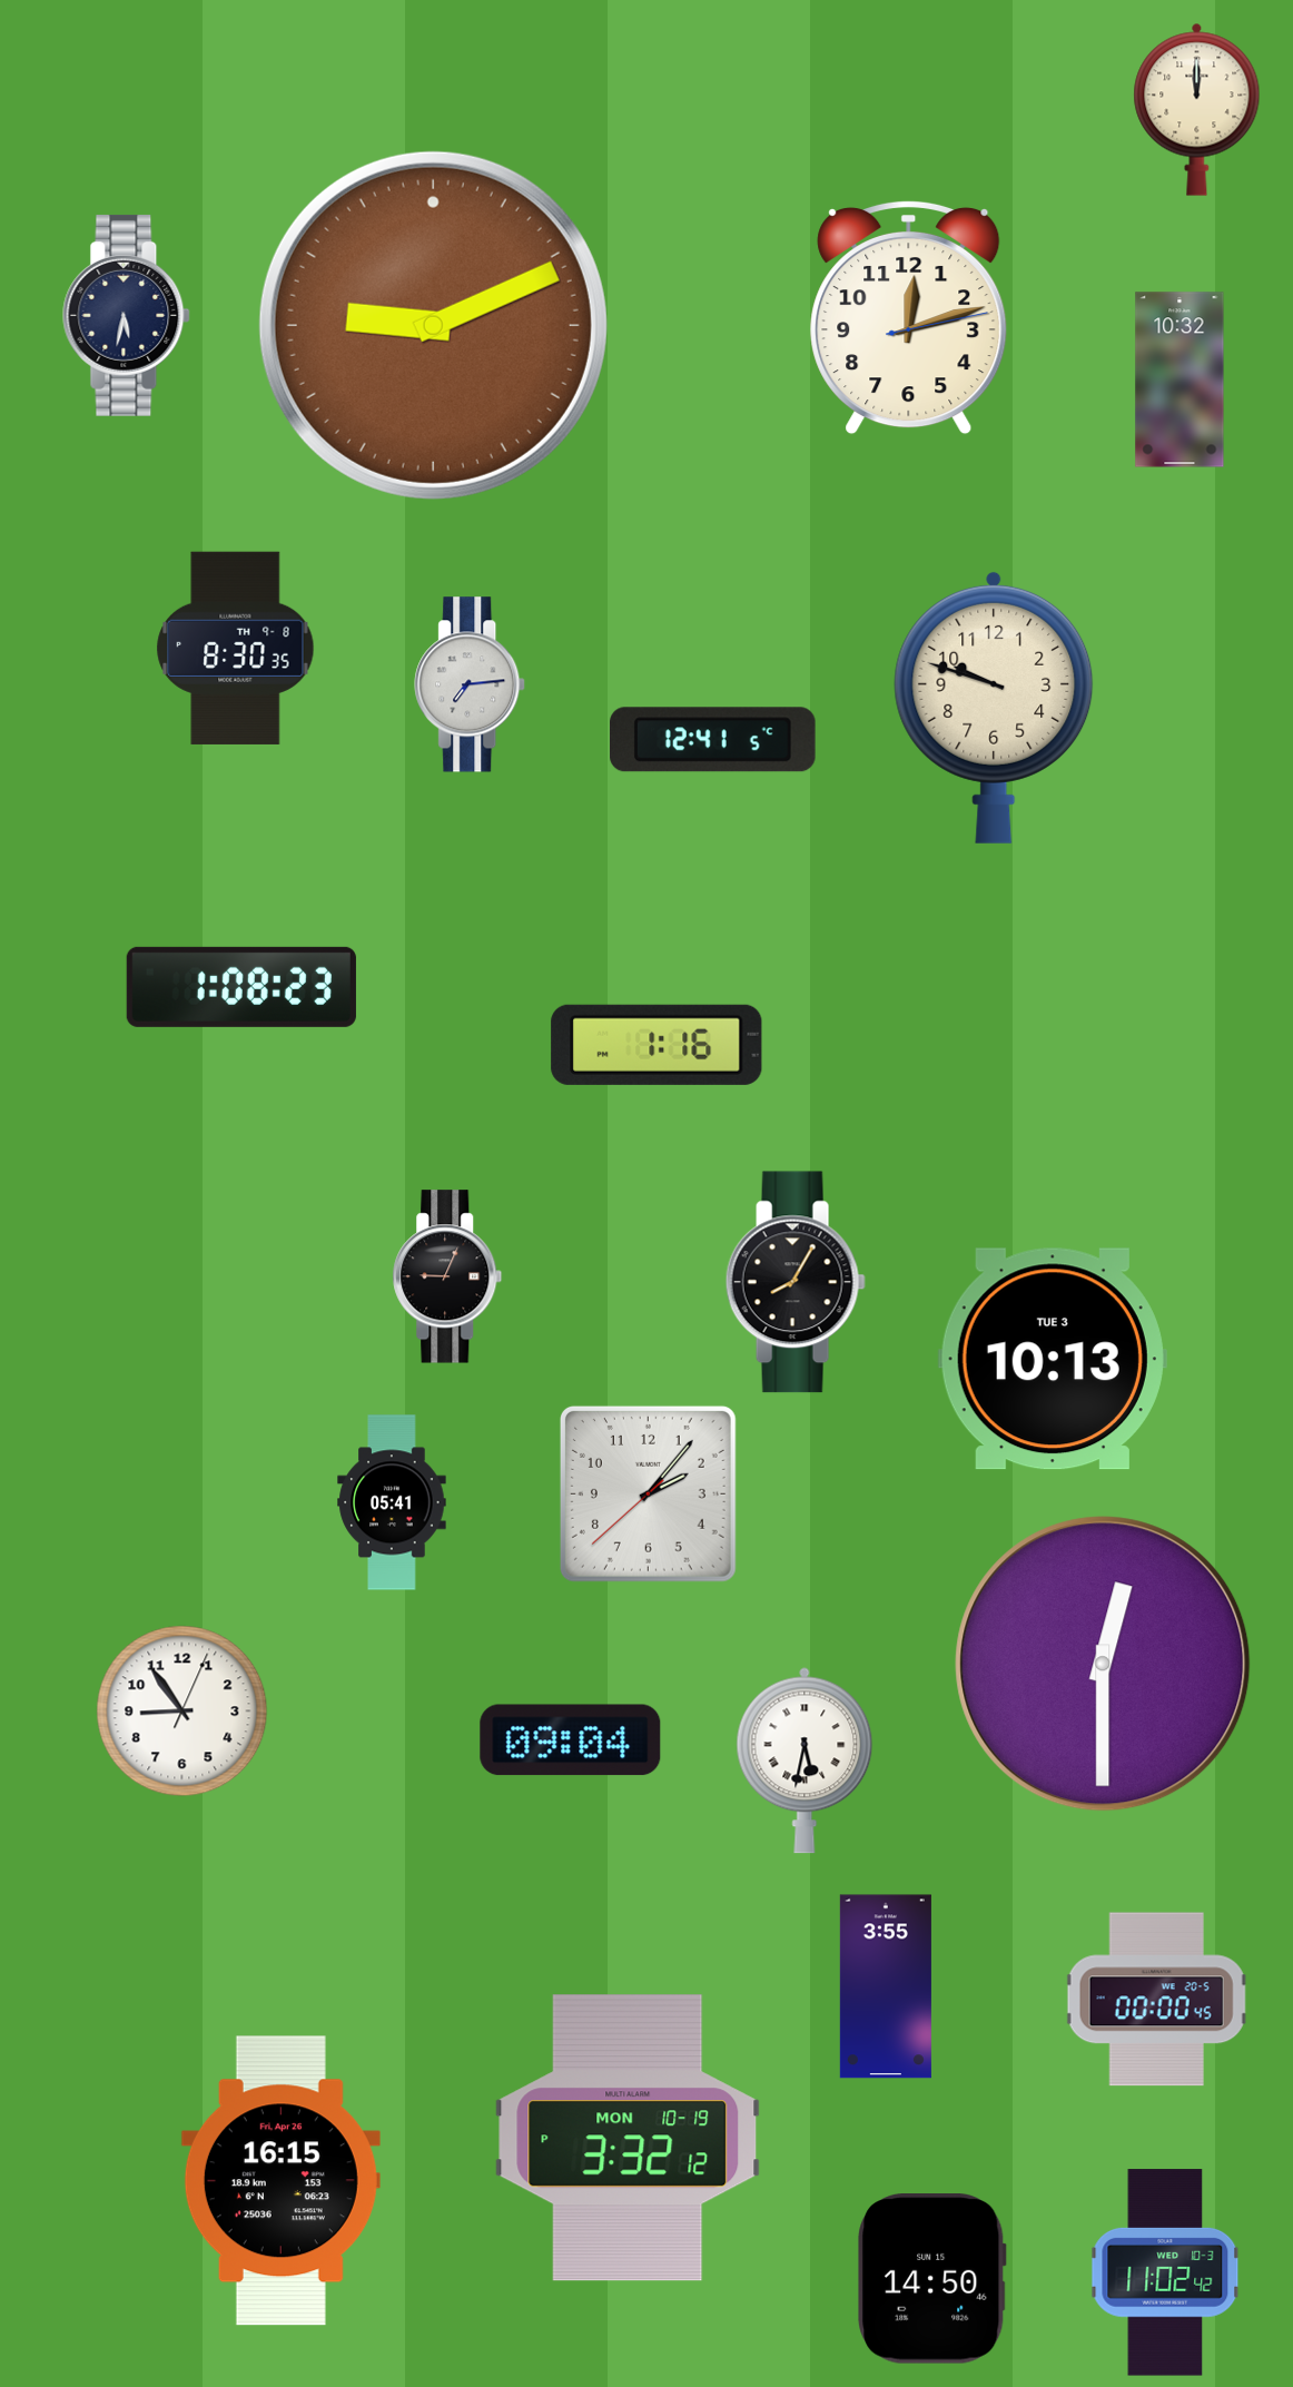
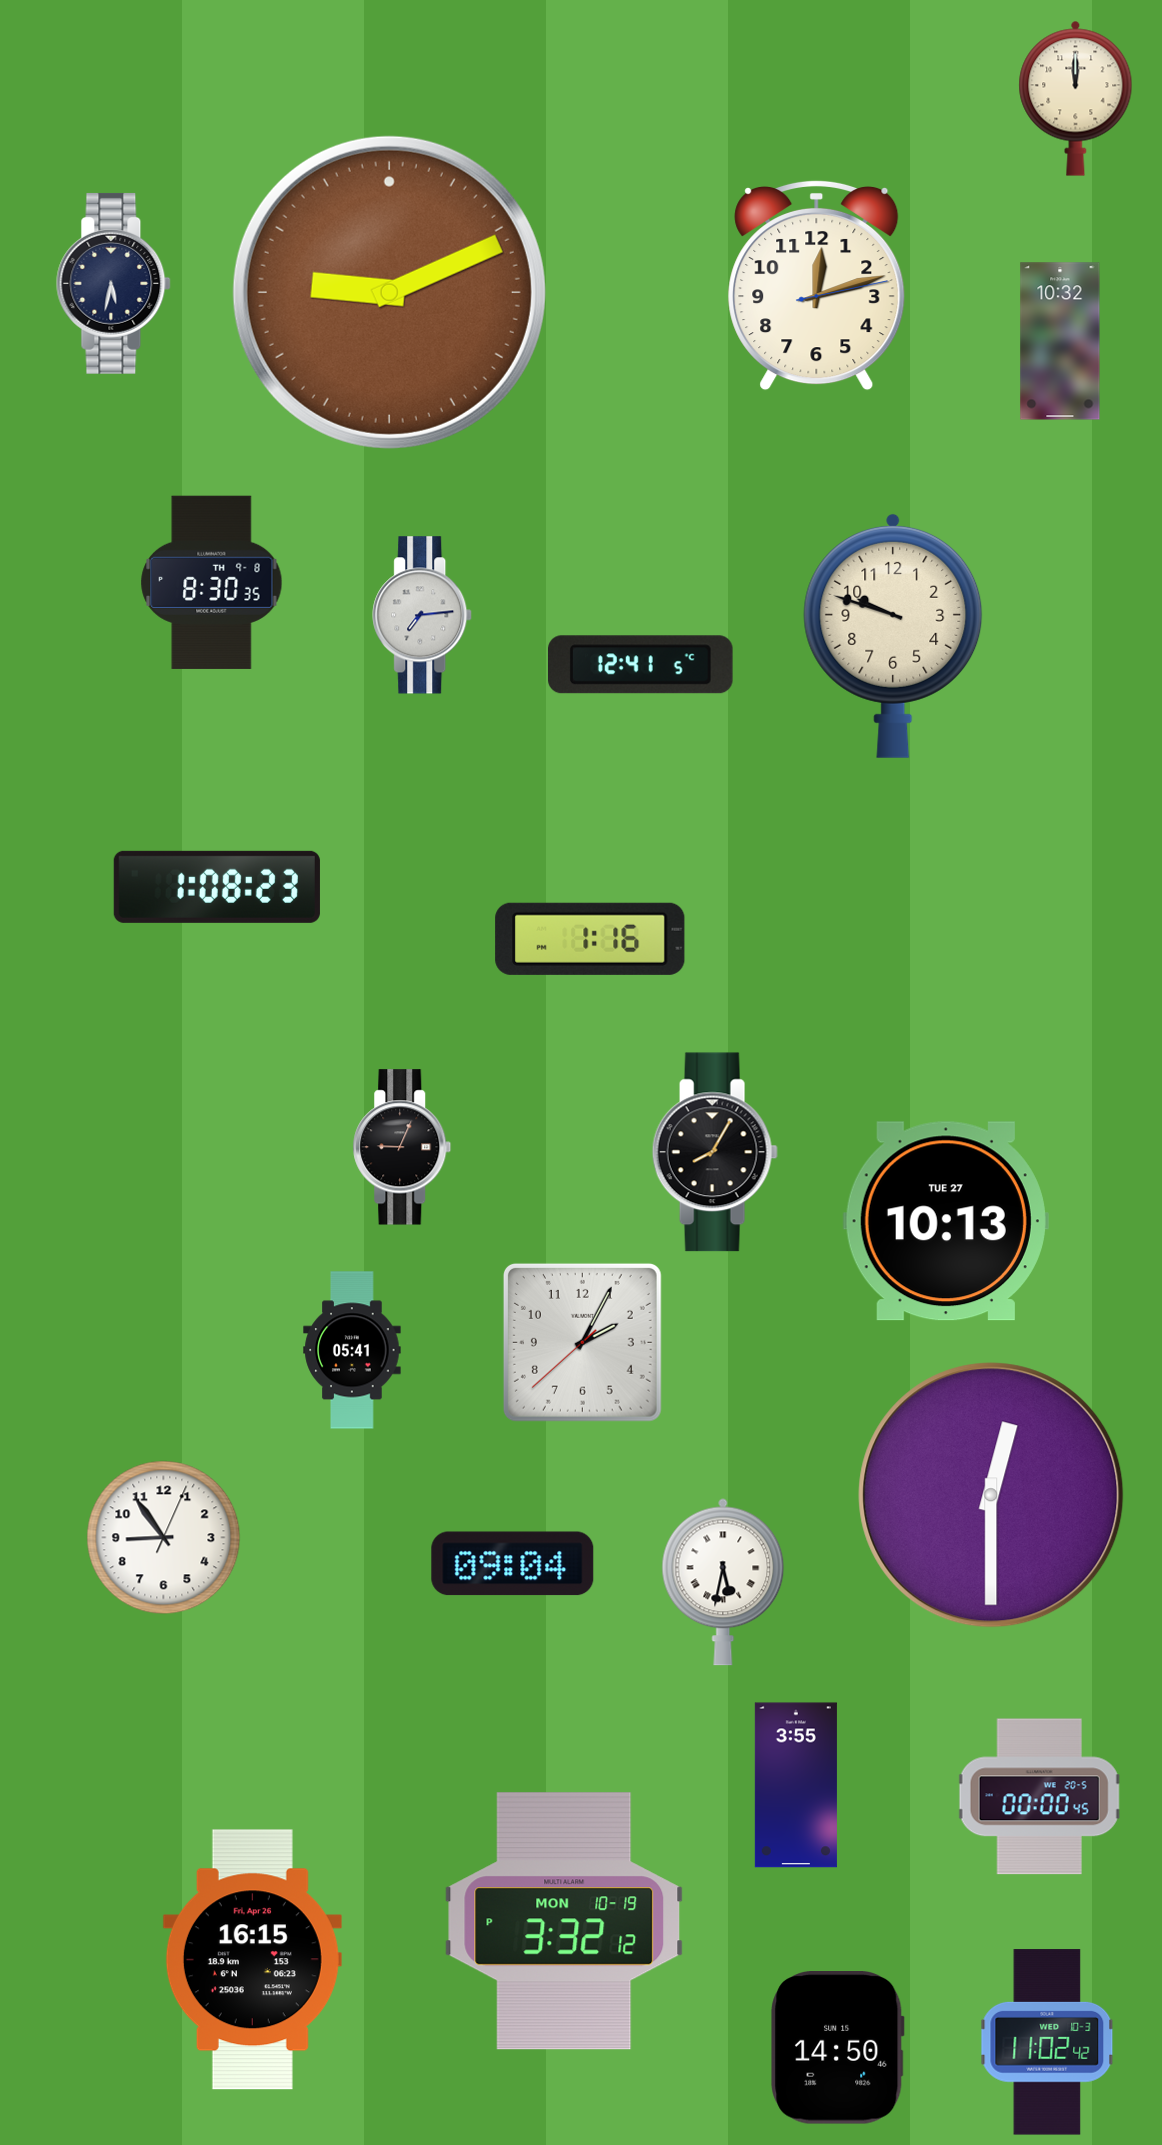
clock at (1053, 1359) date: TUE 3 -> TUE 27
clock at (648, 1493): 2:06 -> 2:04
